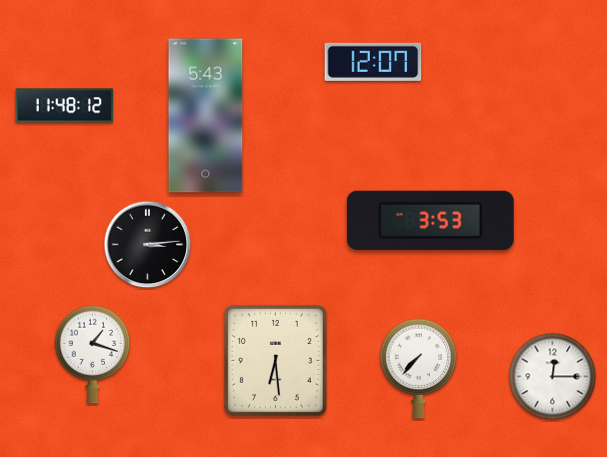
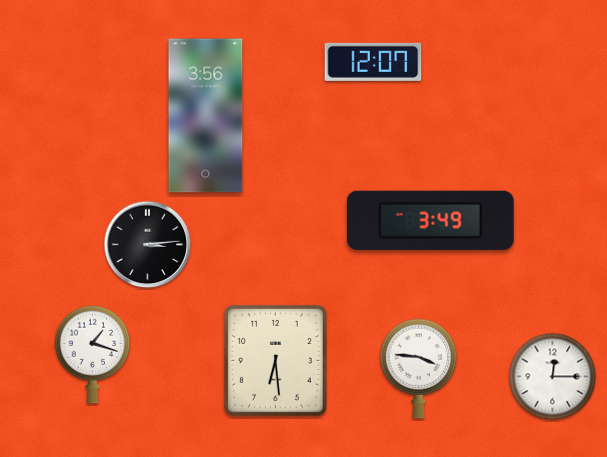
clock at (65, 106): 11:48 -> none
clock at (206, 116): 5:43 -> 3:56
clock at (430, 220): 3:53 -> 3:49
clock at (419, 369): 7:37 -> 3:46
